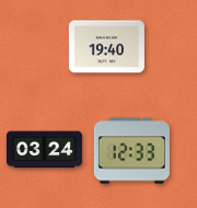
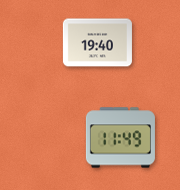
clock at (44, 150): 03:24 -> none
clock at (131, 151): 12:33 -> 11:49
